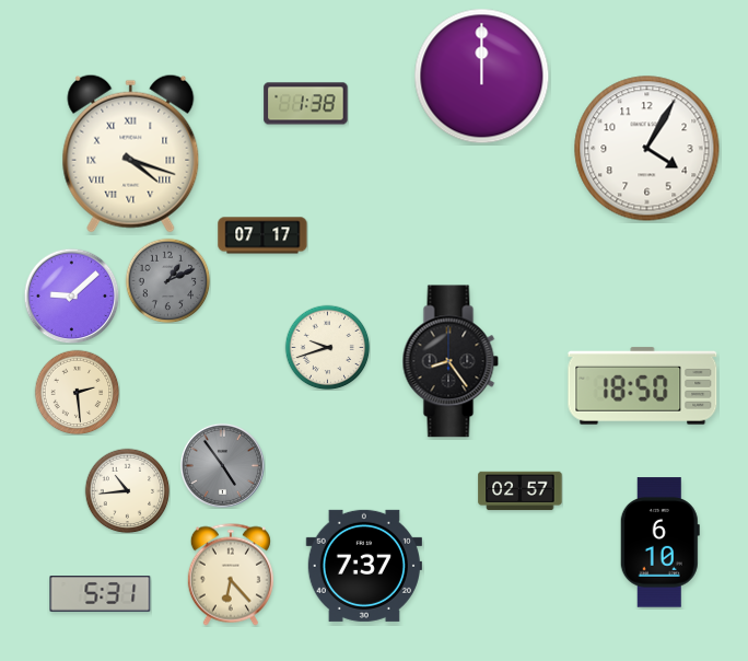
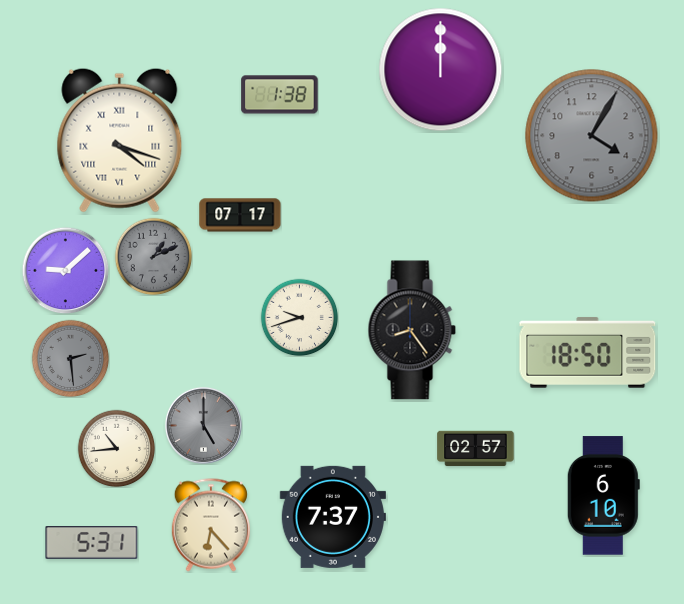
clock at (647, 149) dial: white -> grey
clock at (77, 392) dial: cream -> grey
clock at (222, 465): 4:54 -> 5:00
